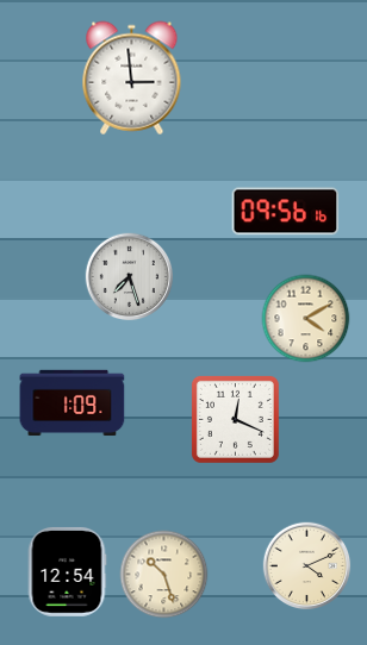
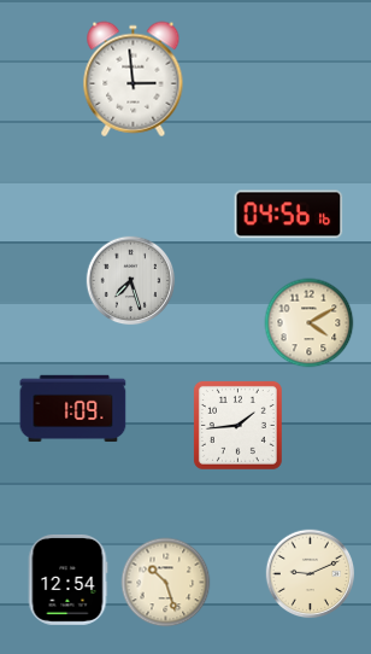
clock at (286, 212): 09:56 -> 04:56
clock at (235, 419): 12:19 -> 1:44
clock at (307, 566): 4:11 -> 9:11
